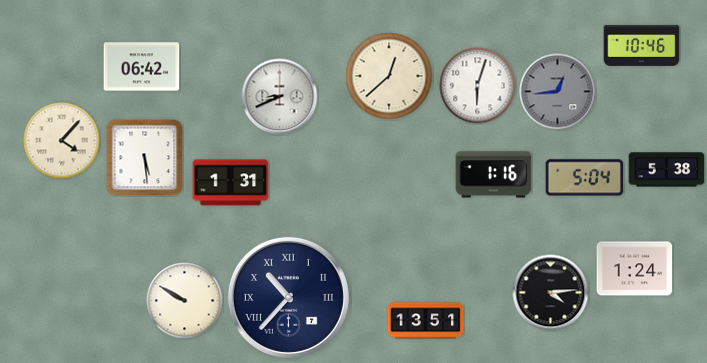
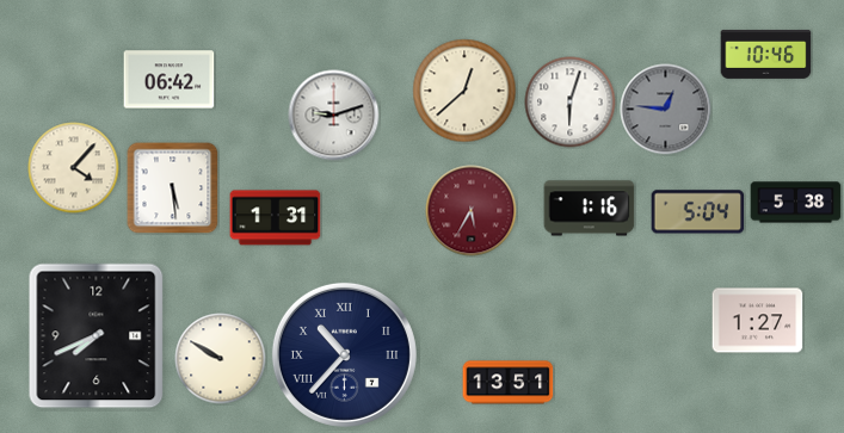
clock at (558, 92): 12:44 -> 12:46
clock at (280, 97): 8:41 -> 9:12
clock at (472, 211): none -> 5:35
clock at (635, 269): 1:24 -> 1:27
clock at (97, 336): none -> 7:41
clock at (551, 293): 4:14 -> none
